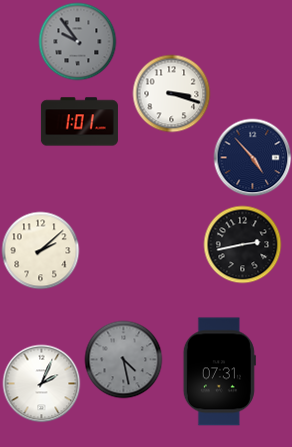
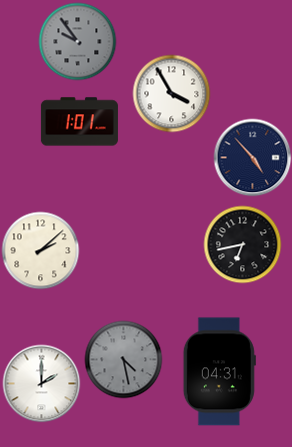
clock at (171, 93): 3:18 -> 3:55
clock at (242, 244): 2:43 -> 6:43
clock at (219, 372): 07:31 -> 04:31
clock at (41, 383): 2:04 -> 2:00
